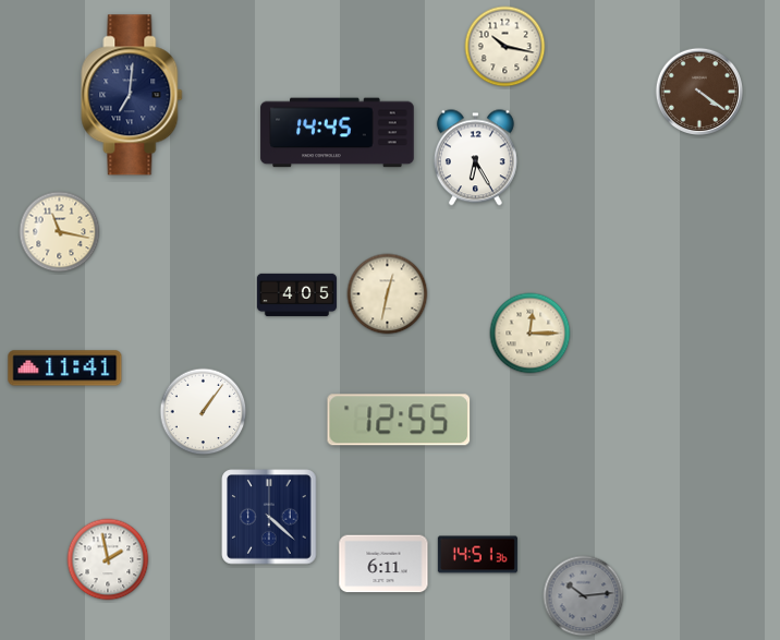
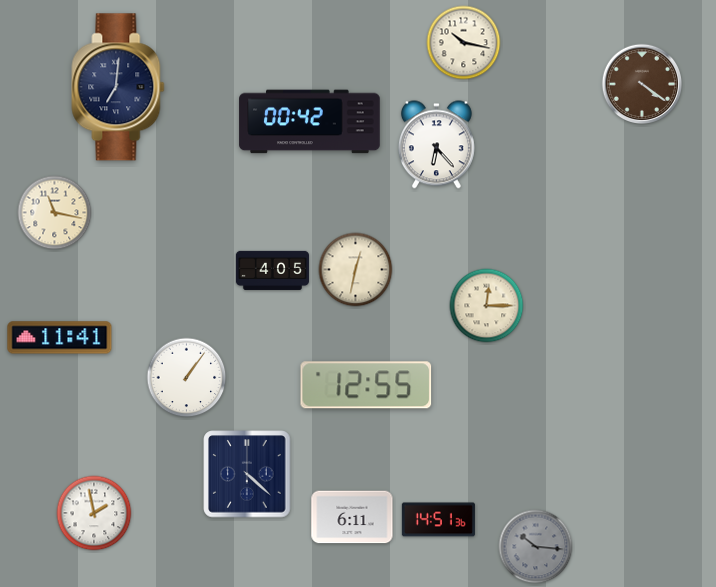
clock at (132, 95) position: (132, 95) -> (118, 87)
clock at (338, 133): 14:45 -> 00:42
clock at (475, 158): 6:25 -> 6:23
clock at (477, 555) position: (477, 555) -> (438, 520)
clock at (108, 559) position: (108, 559) -> (94, 513)
clock at (584, 596): 10:14 -> 10:16
